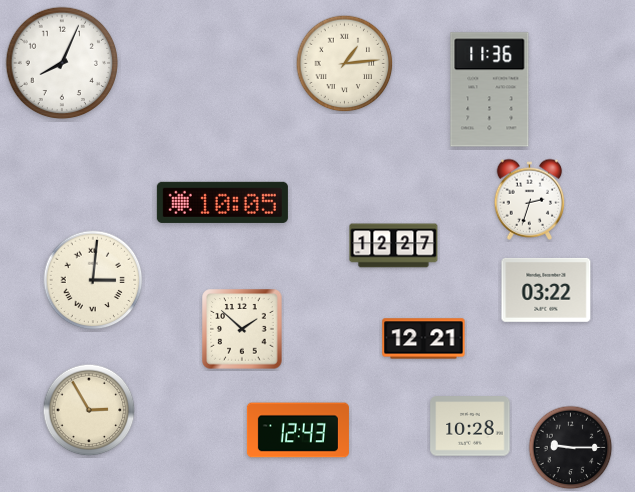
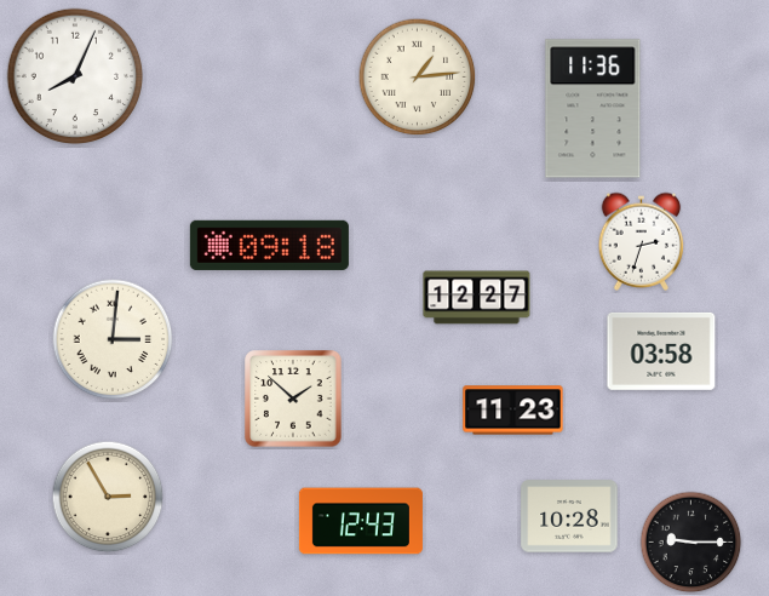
clock at (222, 202): 10:05 -> 09:18
clock at (546, 290): 03:22 -> 03:58
clock at (424, 339): 12:21 -> 11:23
